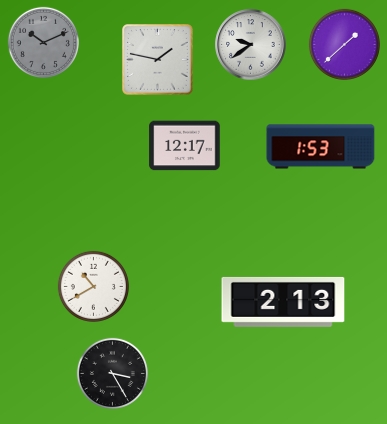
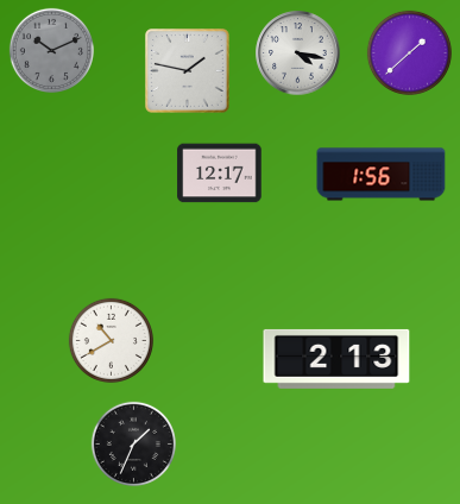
clock at (251, 45): 9:39 -> 4:17
clock at (321, 147): 1:53 -> 1:56
clock at (112, 373): 3:25 -> 1:34
